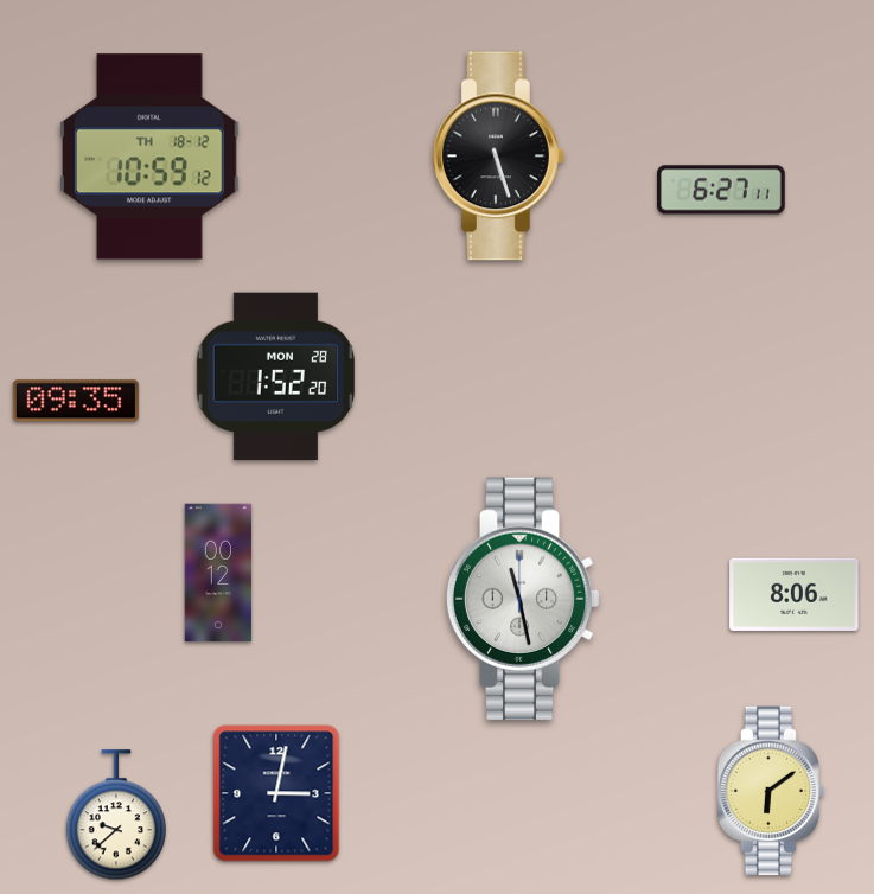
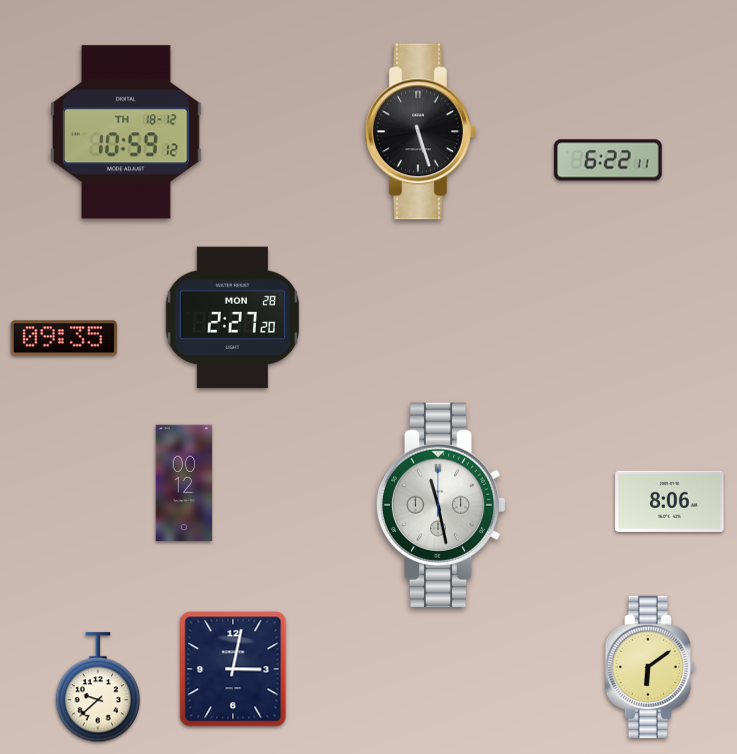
clock at (722, 190): 6:27 -> 6:22
clock at (275, 377): 1:52 -> 2:27
